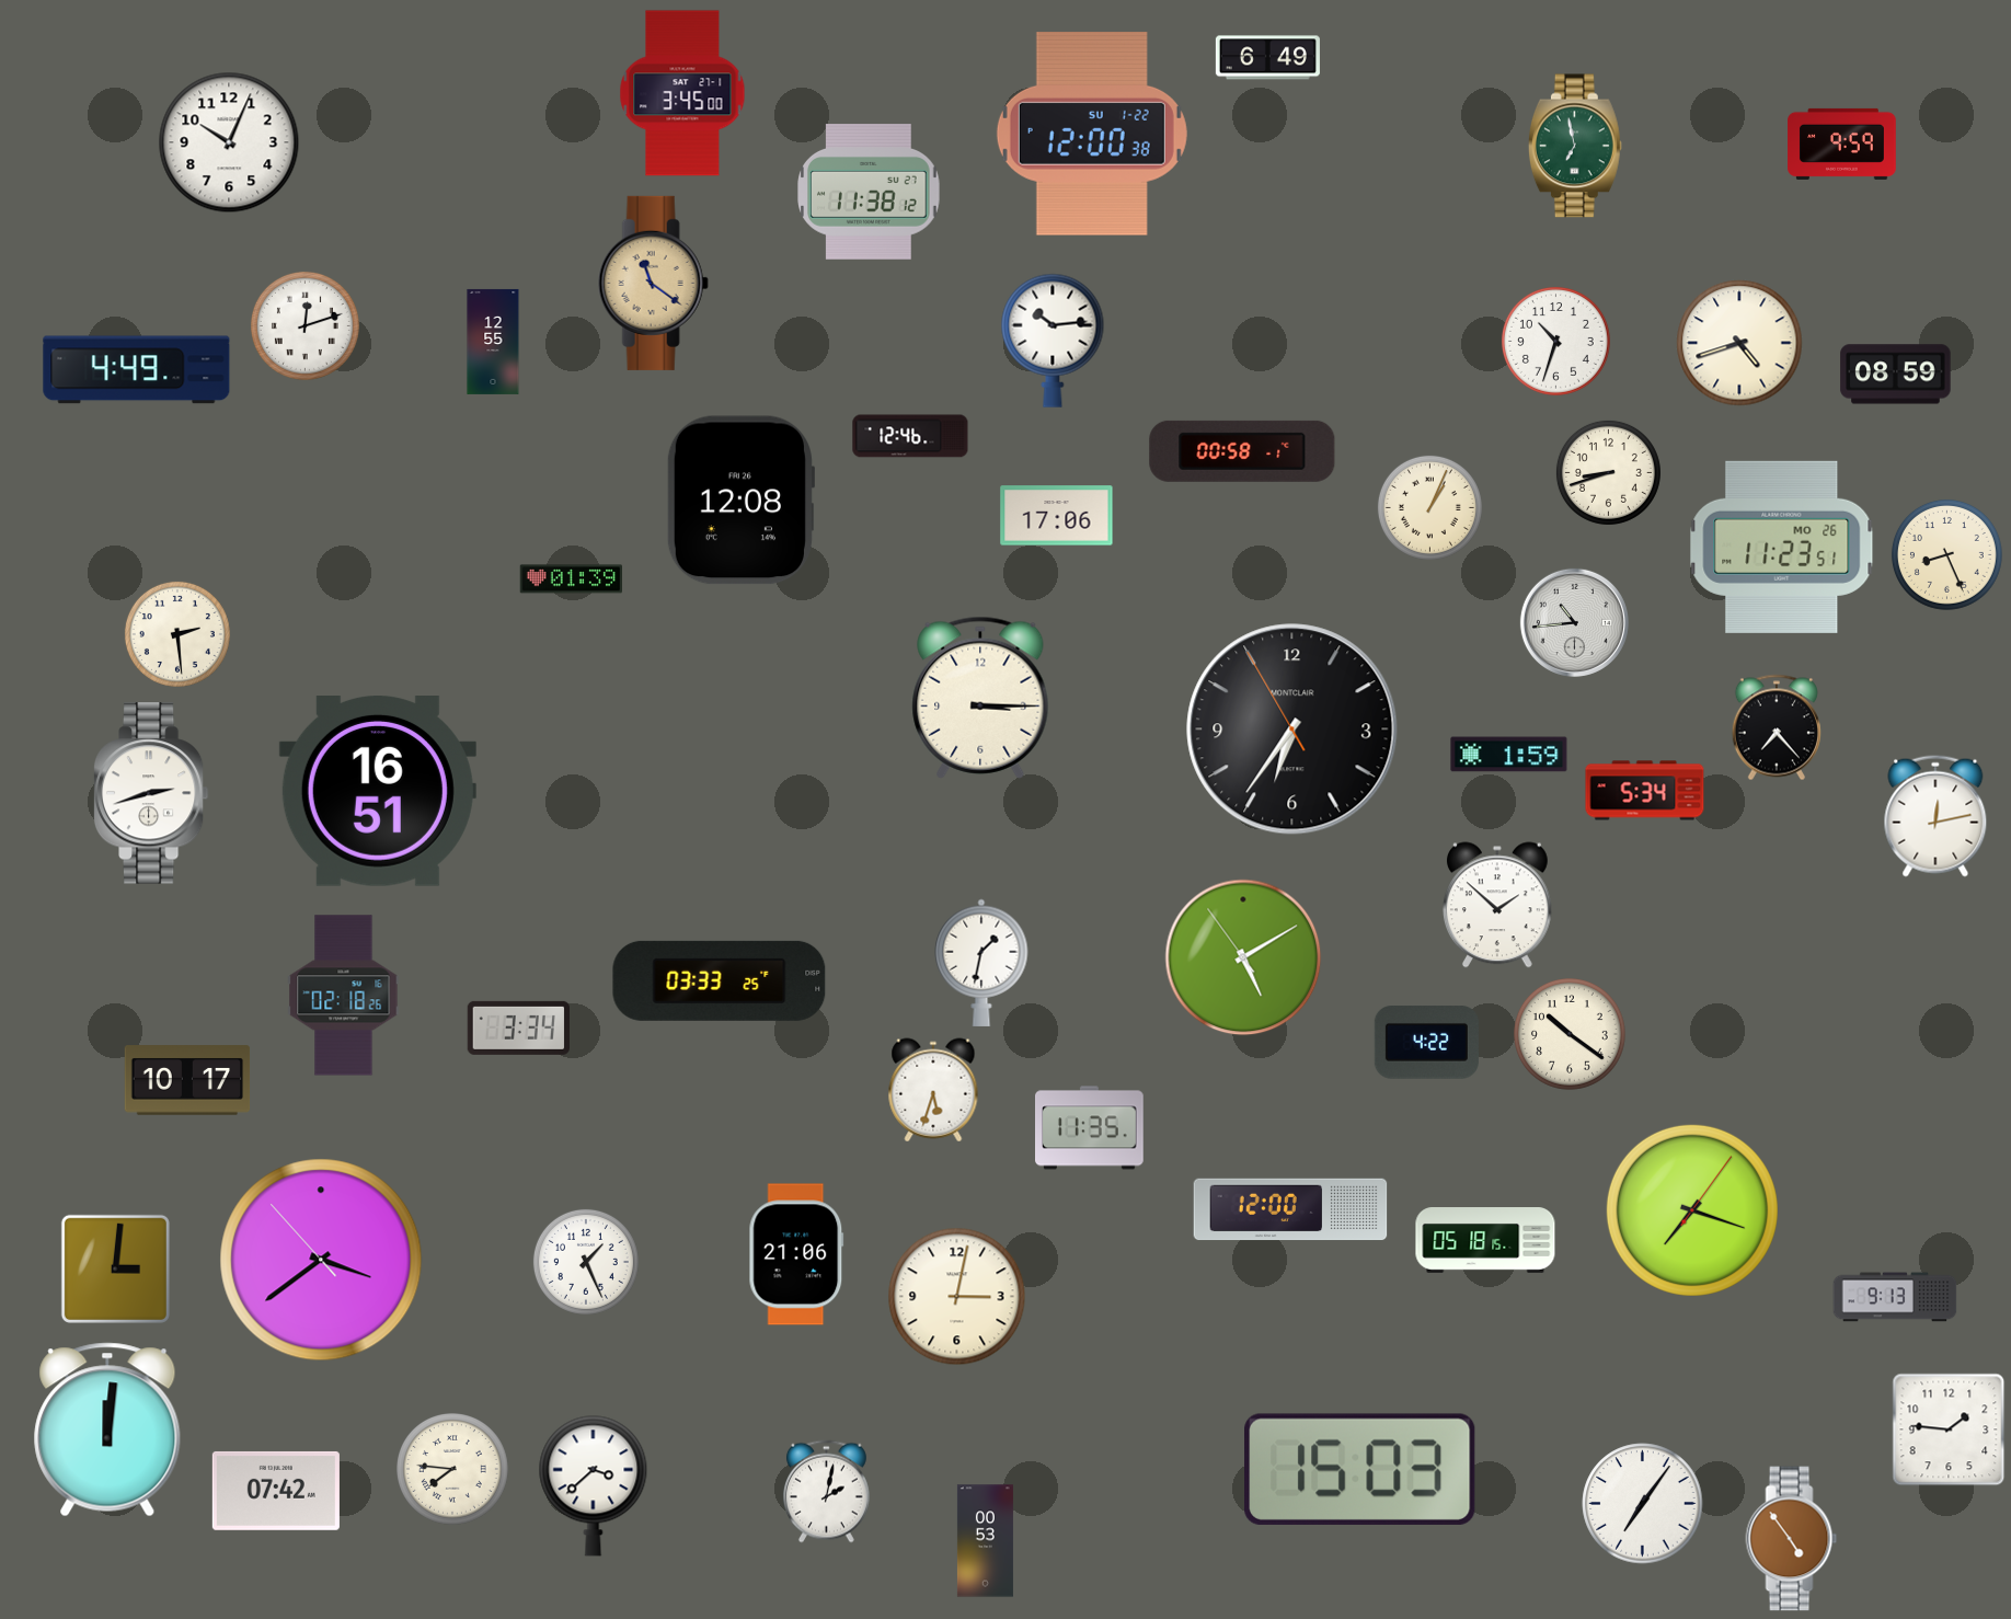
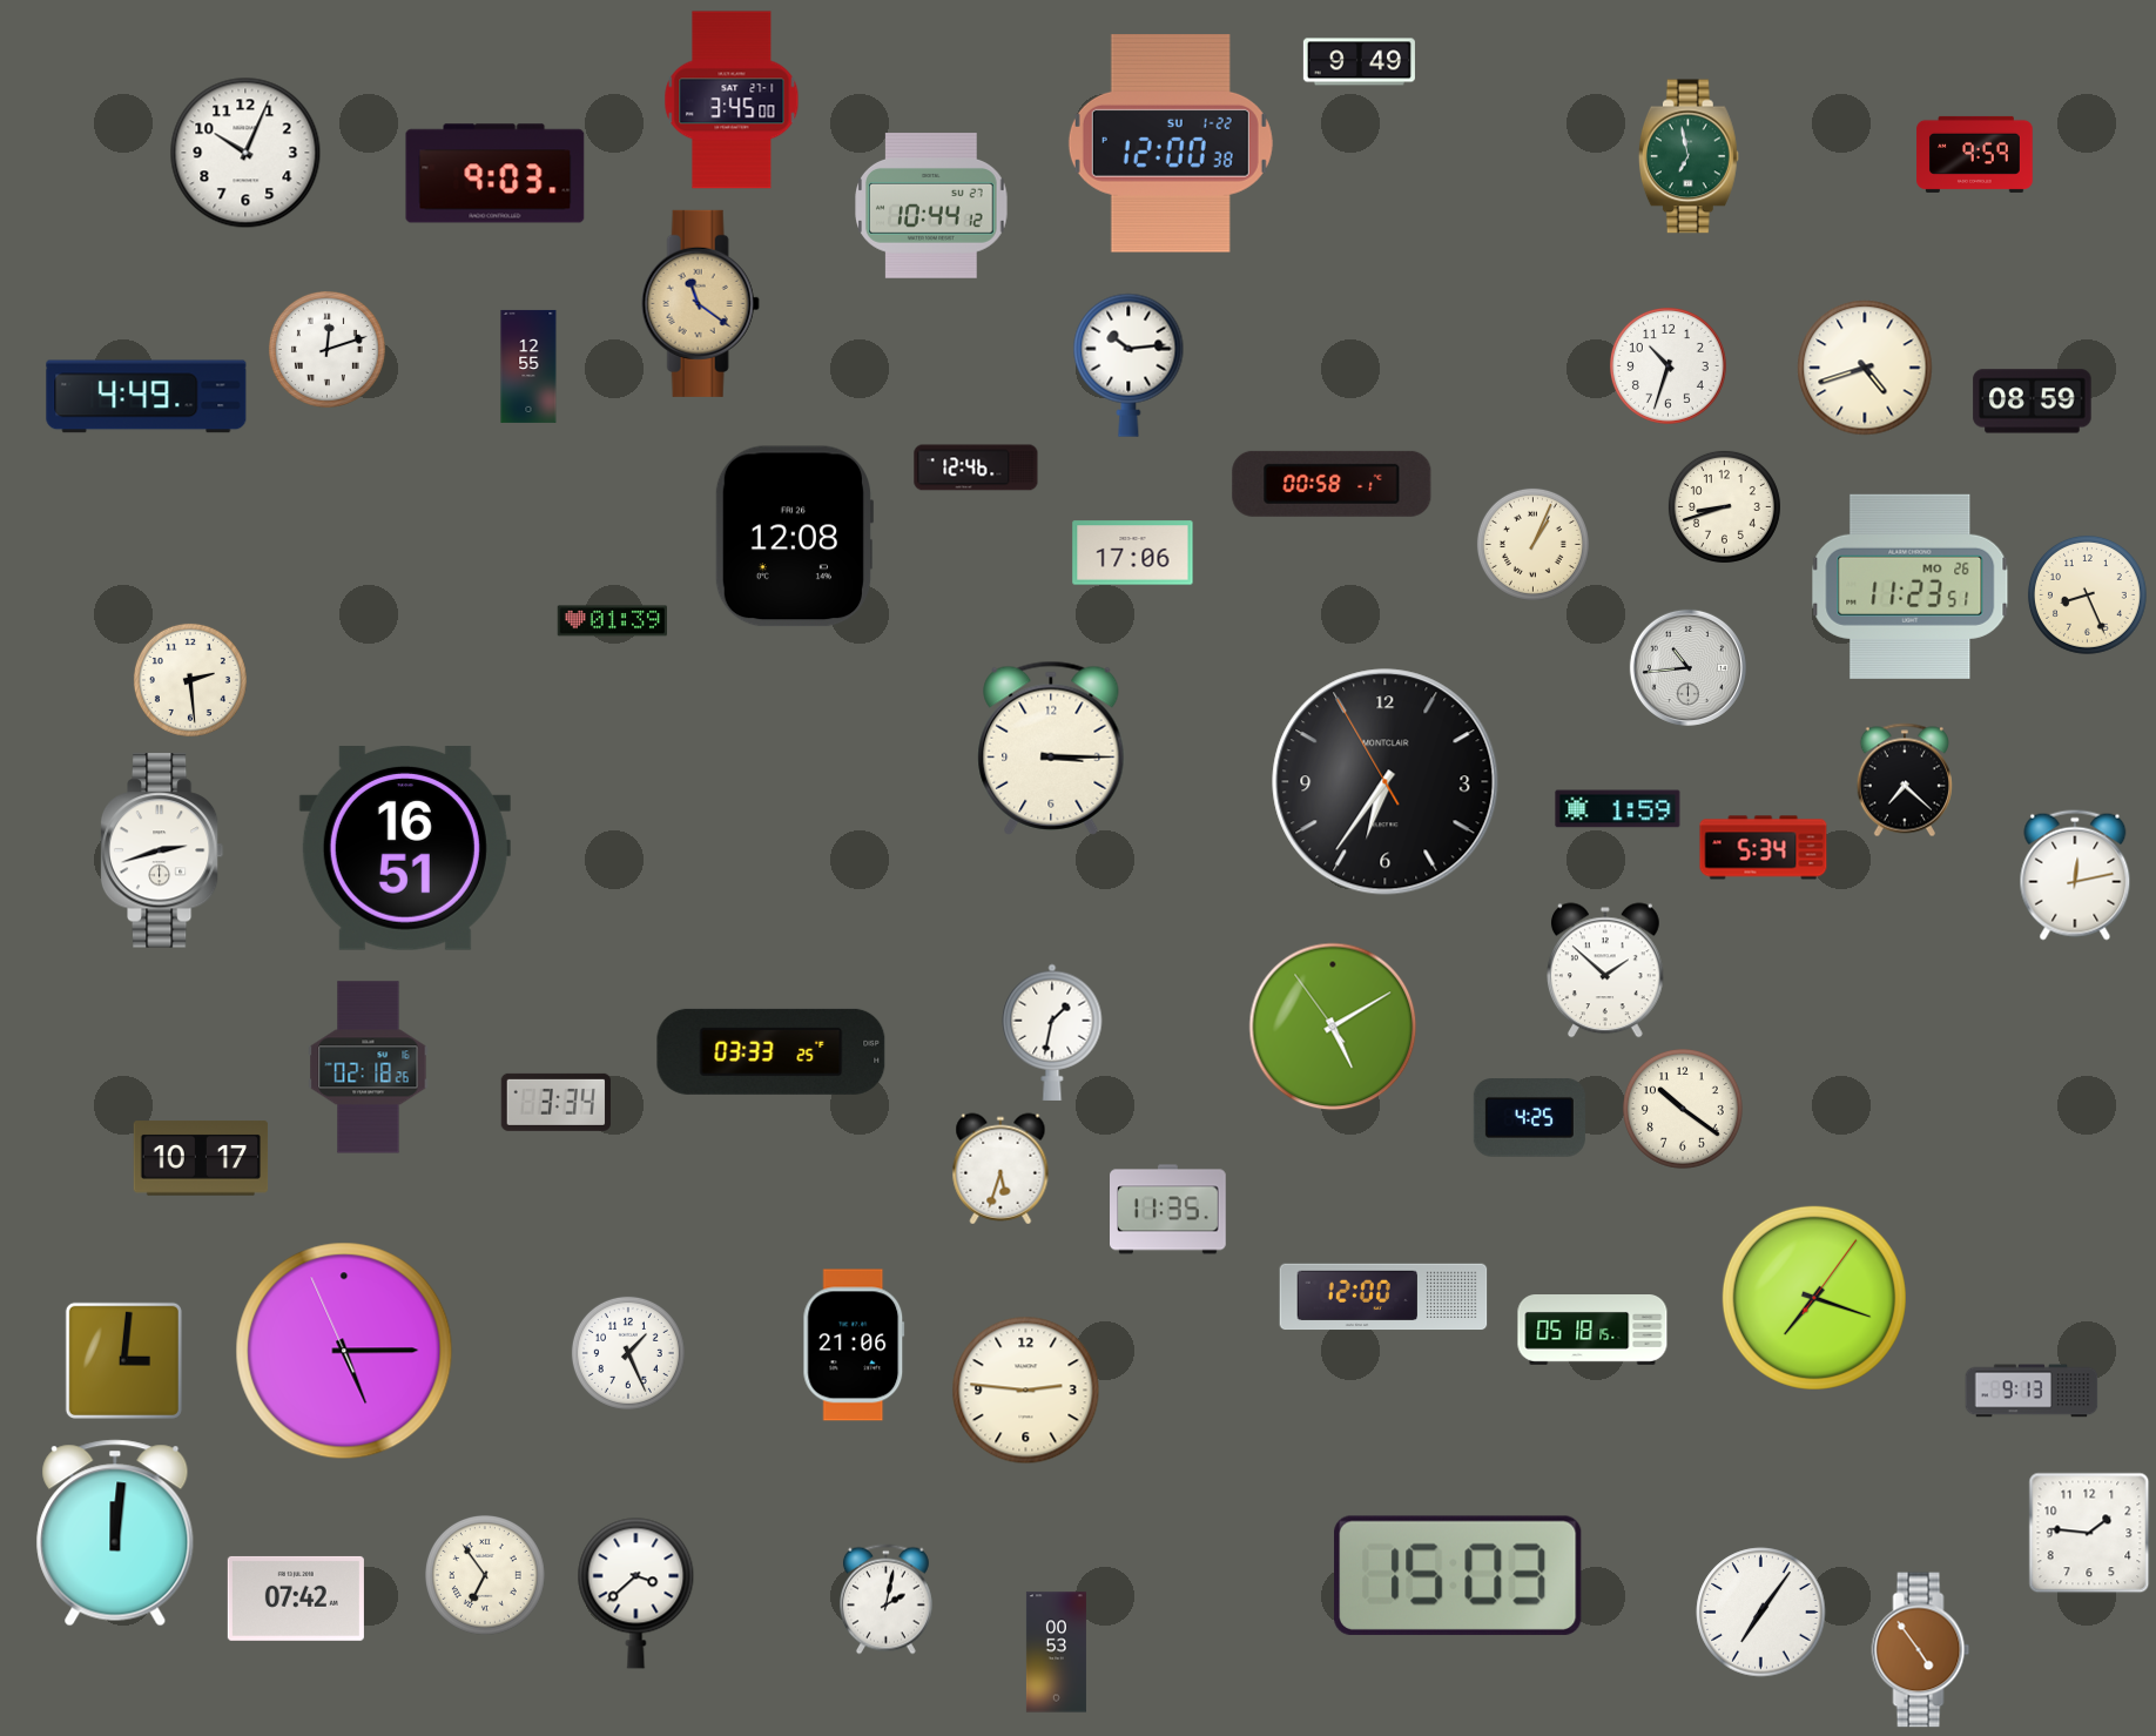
clock at (1267, 58): 6:49 -> 9:49
clock at (496, 174): none -> 9:03
clock at (869, 193): 11:38 -> 10:44
clock at (1777, 727): 7:23 -> 7:22
clock at (1426, 1043): 4:22 -> 4:25
clock at (321, 1260): 3:38 -> 5:14
clock at (957, 1297): 3:02 -> 2:46
clock at (453, 1470): 7:46 -> 6:54
